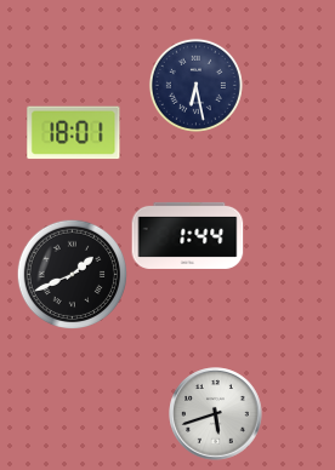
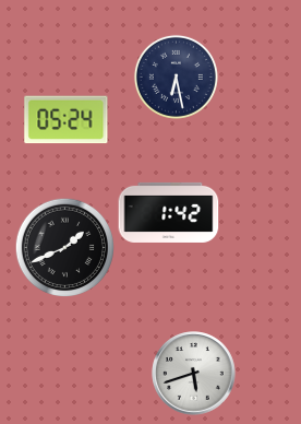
clock at (74, 133): 18:01 -> 05:24
clock at (188, 235): 1:44 -> 1:42
